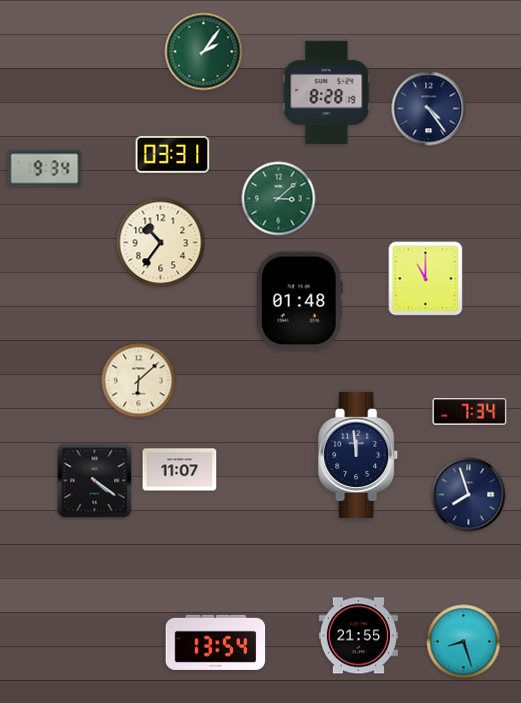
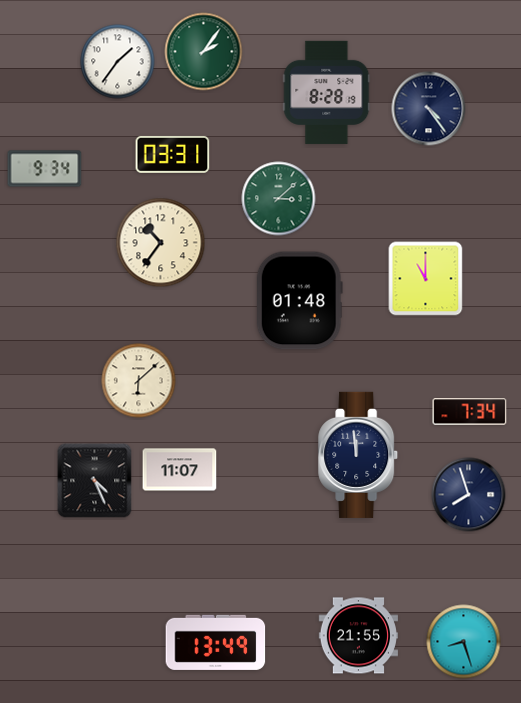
clock at (118, 62): none -> 1:36
clock at (95, 481): 4:21 -> 4:26
clock at (216, 642): 13:54 -> 13:49
